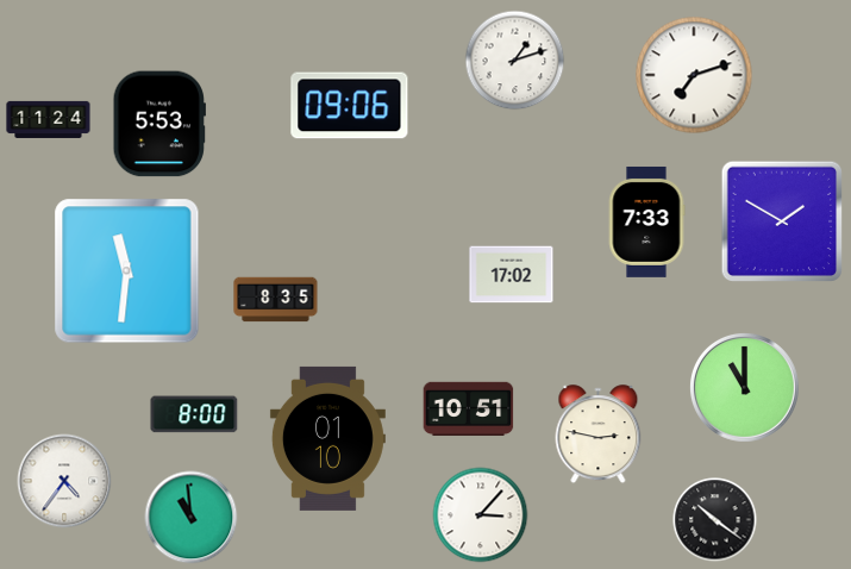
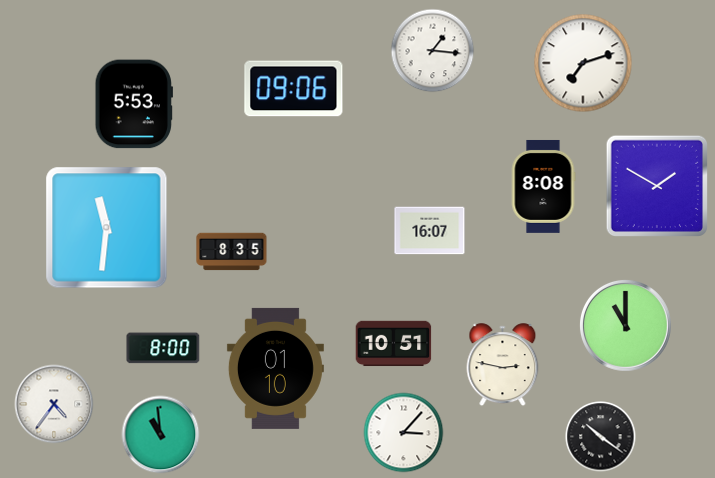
clock at (515, 61): 1:12 -> 1:16
clock at (49, 119): 11:24 -> none
clock at (646, 221): 7:33 -> 8:08
clock at (512, 275): 17:02 -> 16:07
